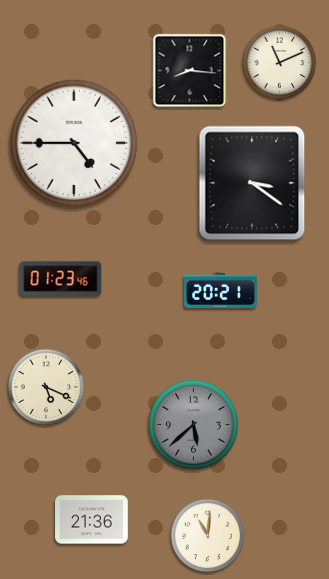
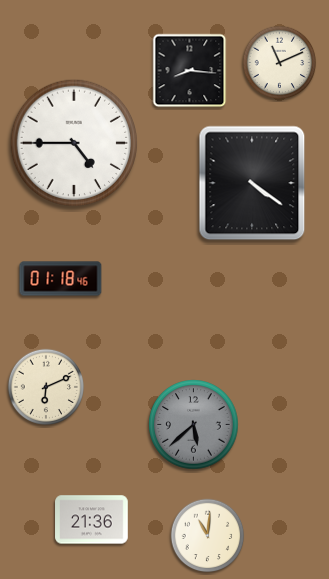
clock at (252, 183): 3:21 -> 4:21
clock at (61, 279): 01:23 -> 01:18
clock at (221, 290): 20:21 -> none
clock at (46, 387): 5:19 -> 6:11
